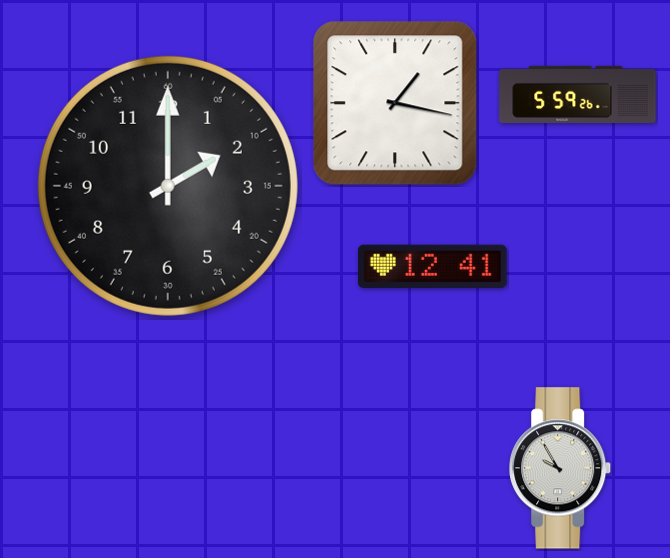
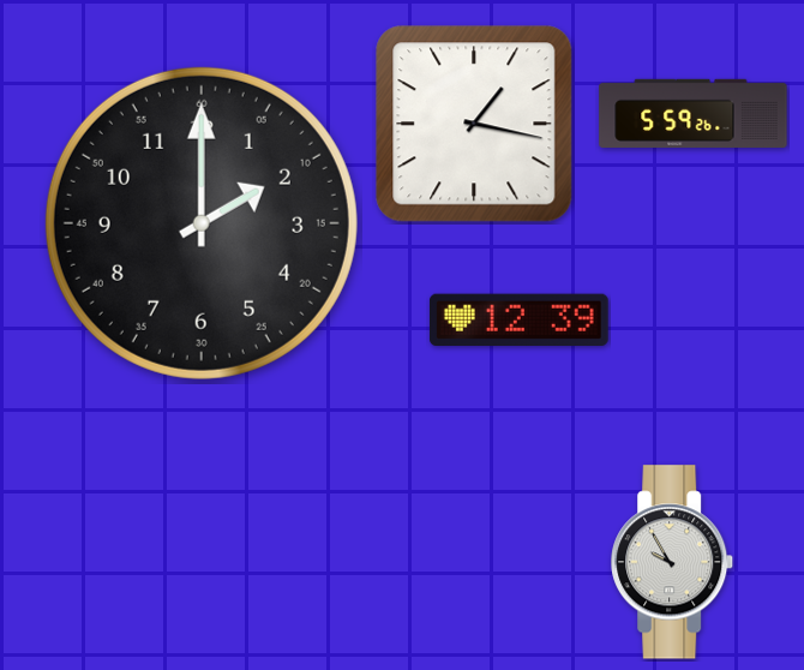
clock at (432, 266): 12:41 -> 12:39
